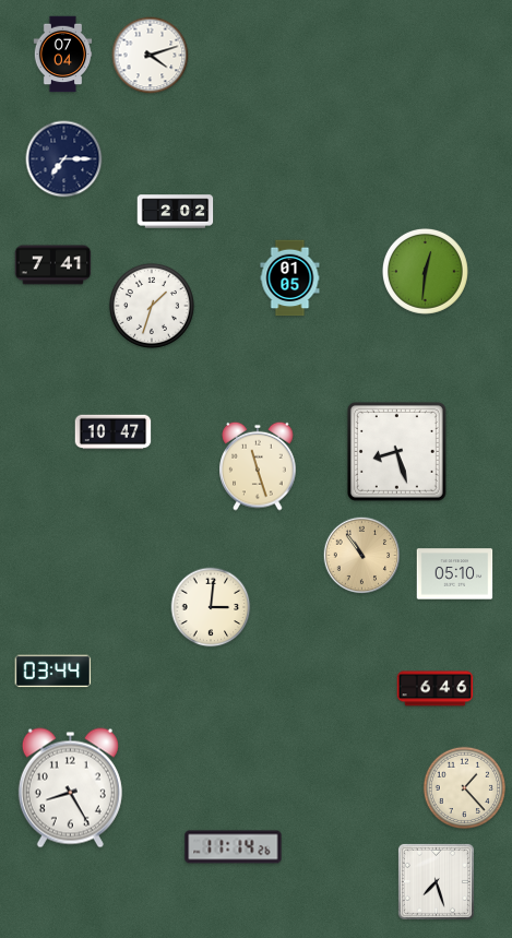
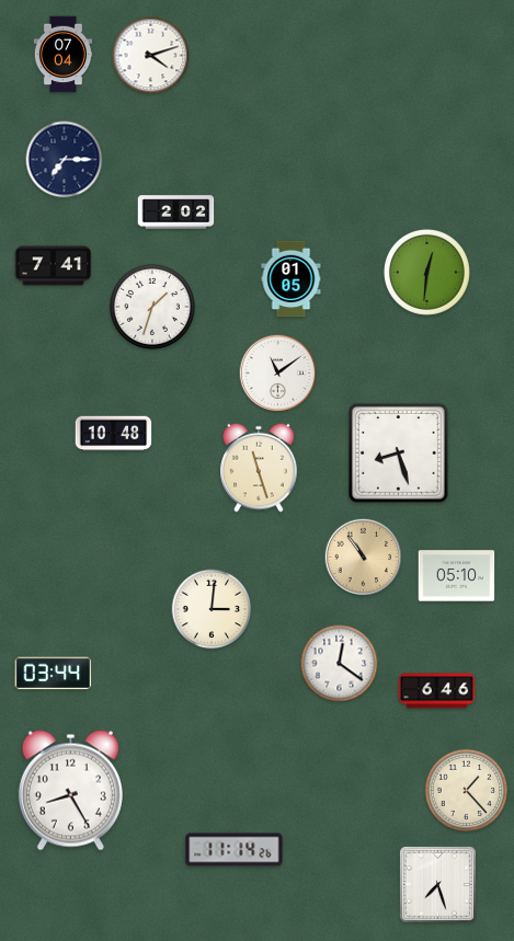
clock at (278, 374): none -> 11:09
clock at (114, 432): 10:47 -> 10:48
clock at (340, 664): none -> 12:21
